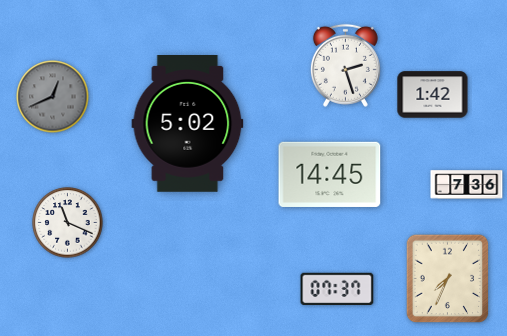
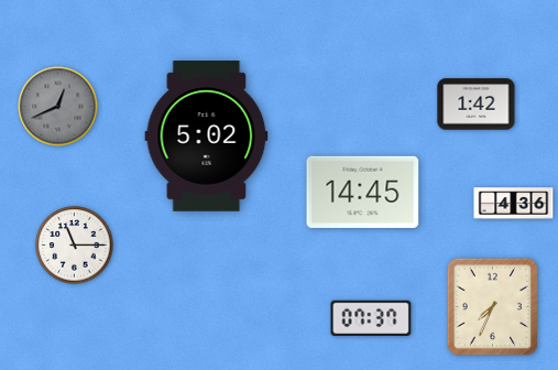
clock at (345, 65): 2:27 -> none
clock at (467, 185): 7:36 -> 4:36
clock at (68, 223): 11:19 -> 11:15
